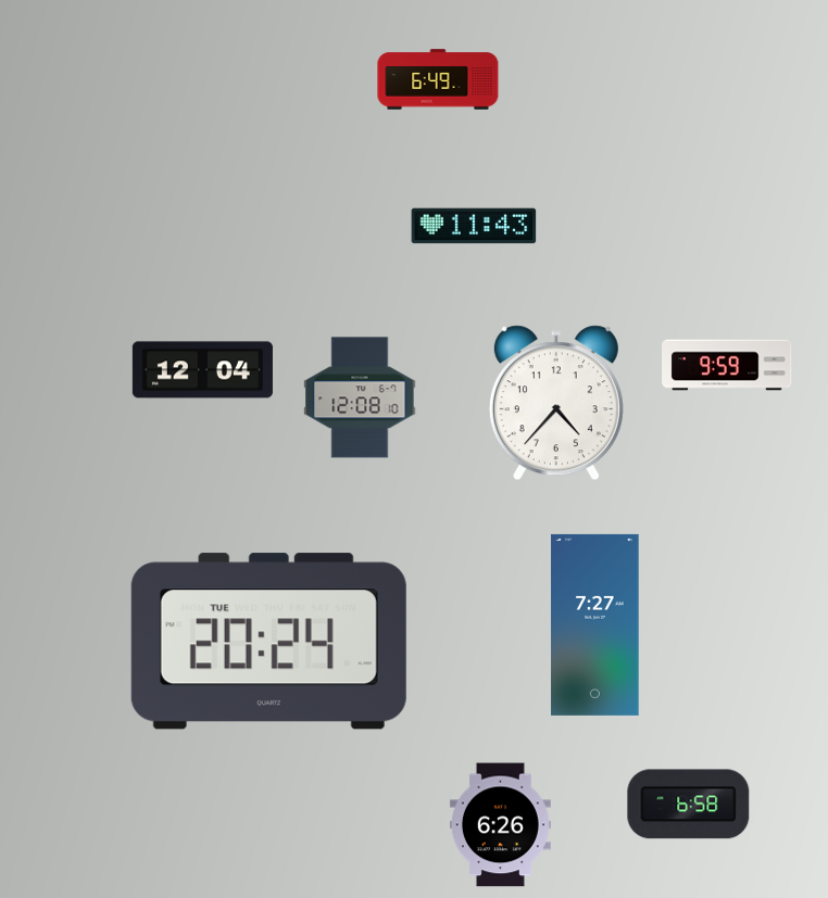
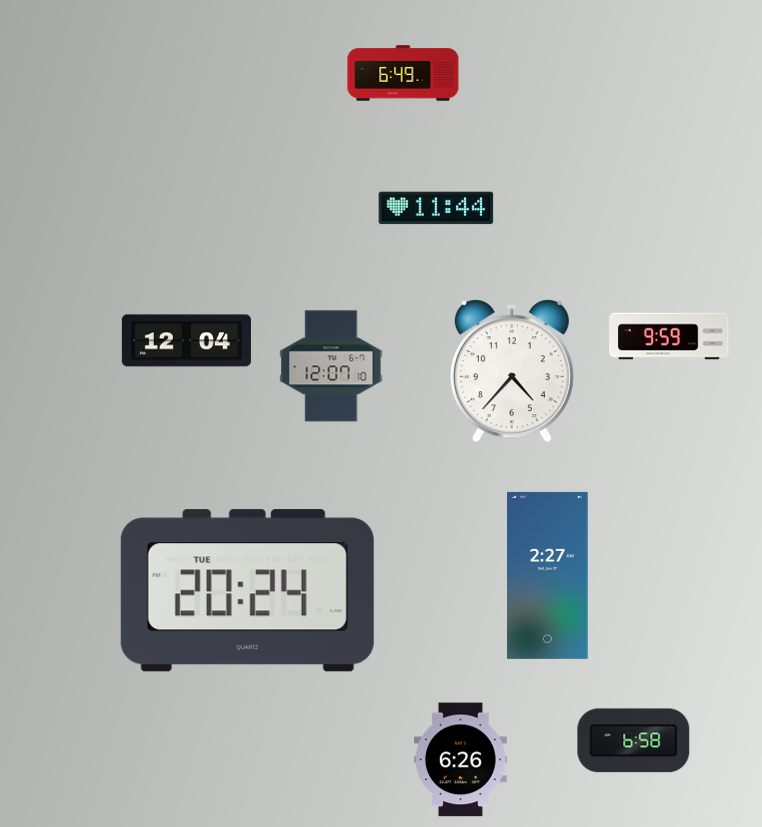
clock at (474, 226): 11:43 -> 11:44
clock at (360, 397): 12:08 -> 12:07
clock at (595, 624): 7:27 -> 2:27
